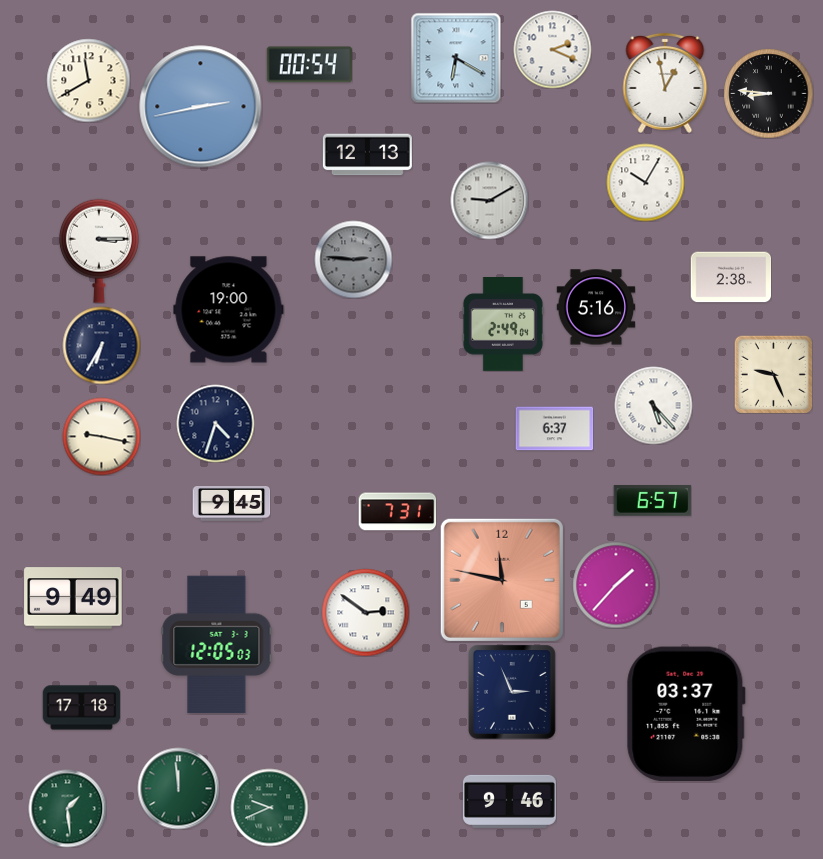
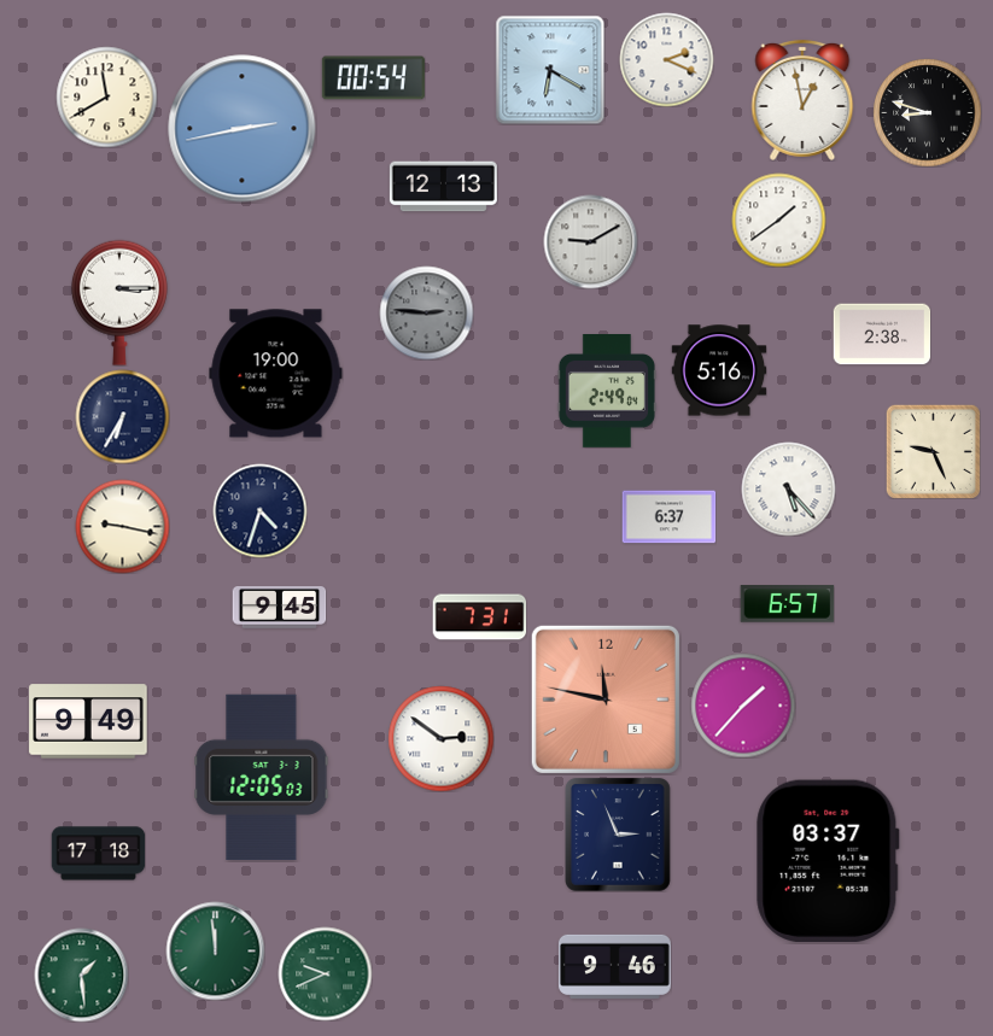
clock at (768, 93): 8:46 -> 8:48
clock at (645, 182): 10:05 -> 1:39
